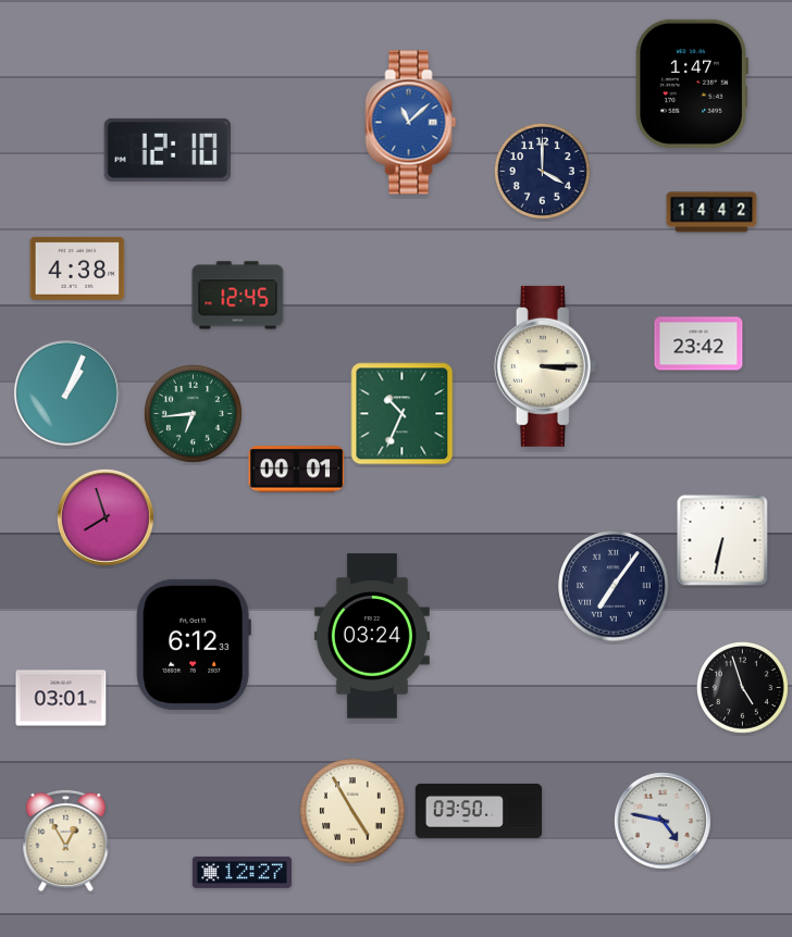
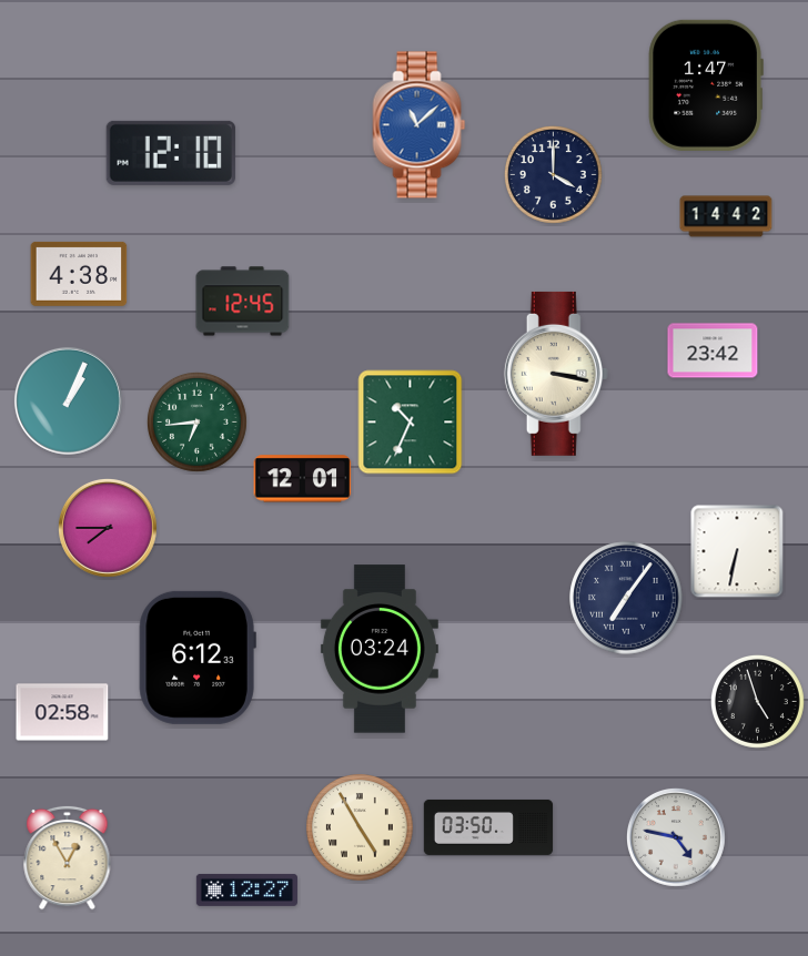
clock at (545, 366): 3:15 -> 3:17
clock at (297, 470): 00:01 -> 12:01
clock at (107, 519): 7:57 -> 7:45
clock at (61, 698): 03:01 -> 02:58
